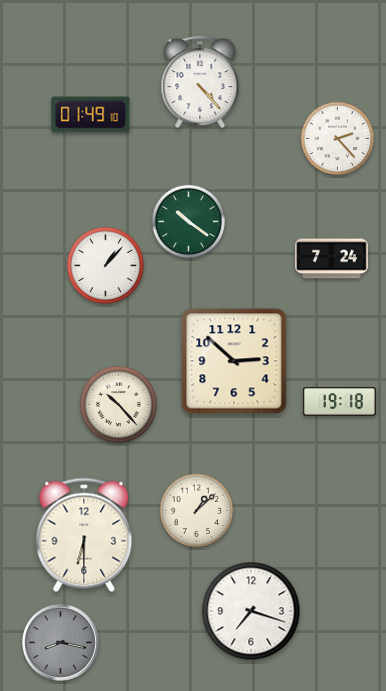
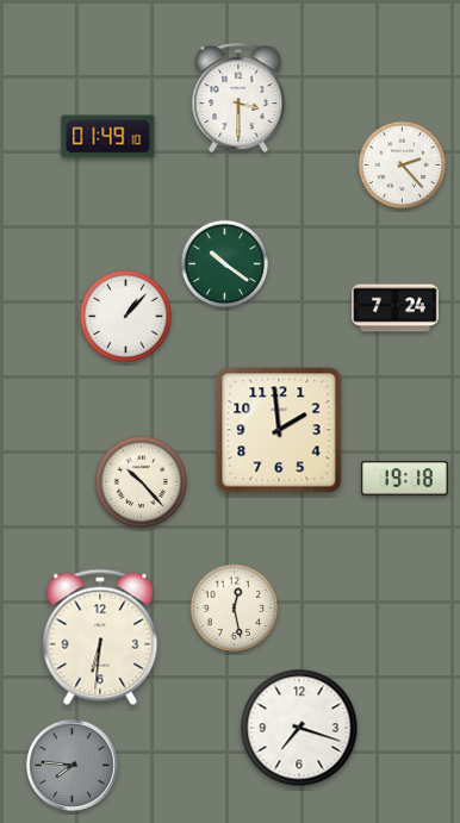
clock at (200, 82): 4:23 -> 3:30
clock at (234, 361): 2:52 -> 1:59
clock at (197, 511): 1:08 -> 12:28
clock at (84, 535): 6:30 -> 6:31
clock at (61, 643): 8:17 -> 7:46
